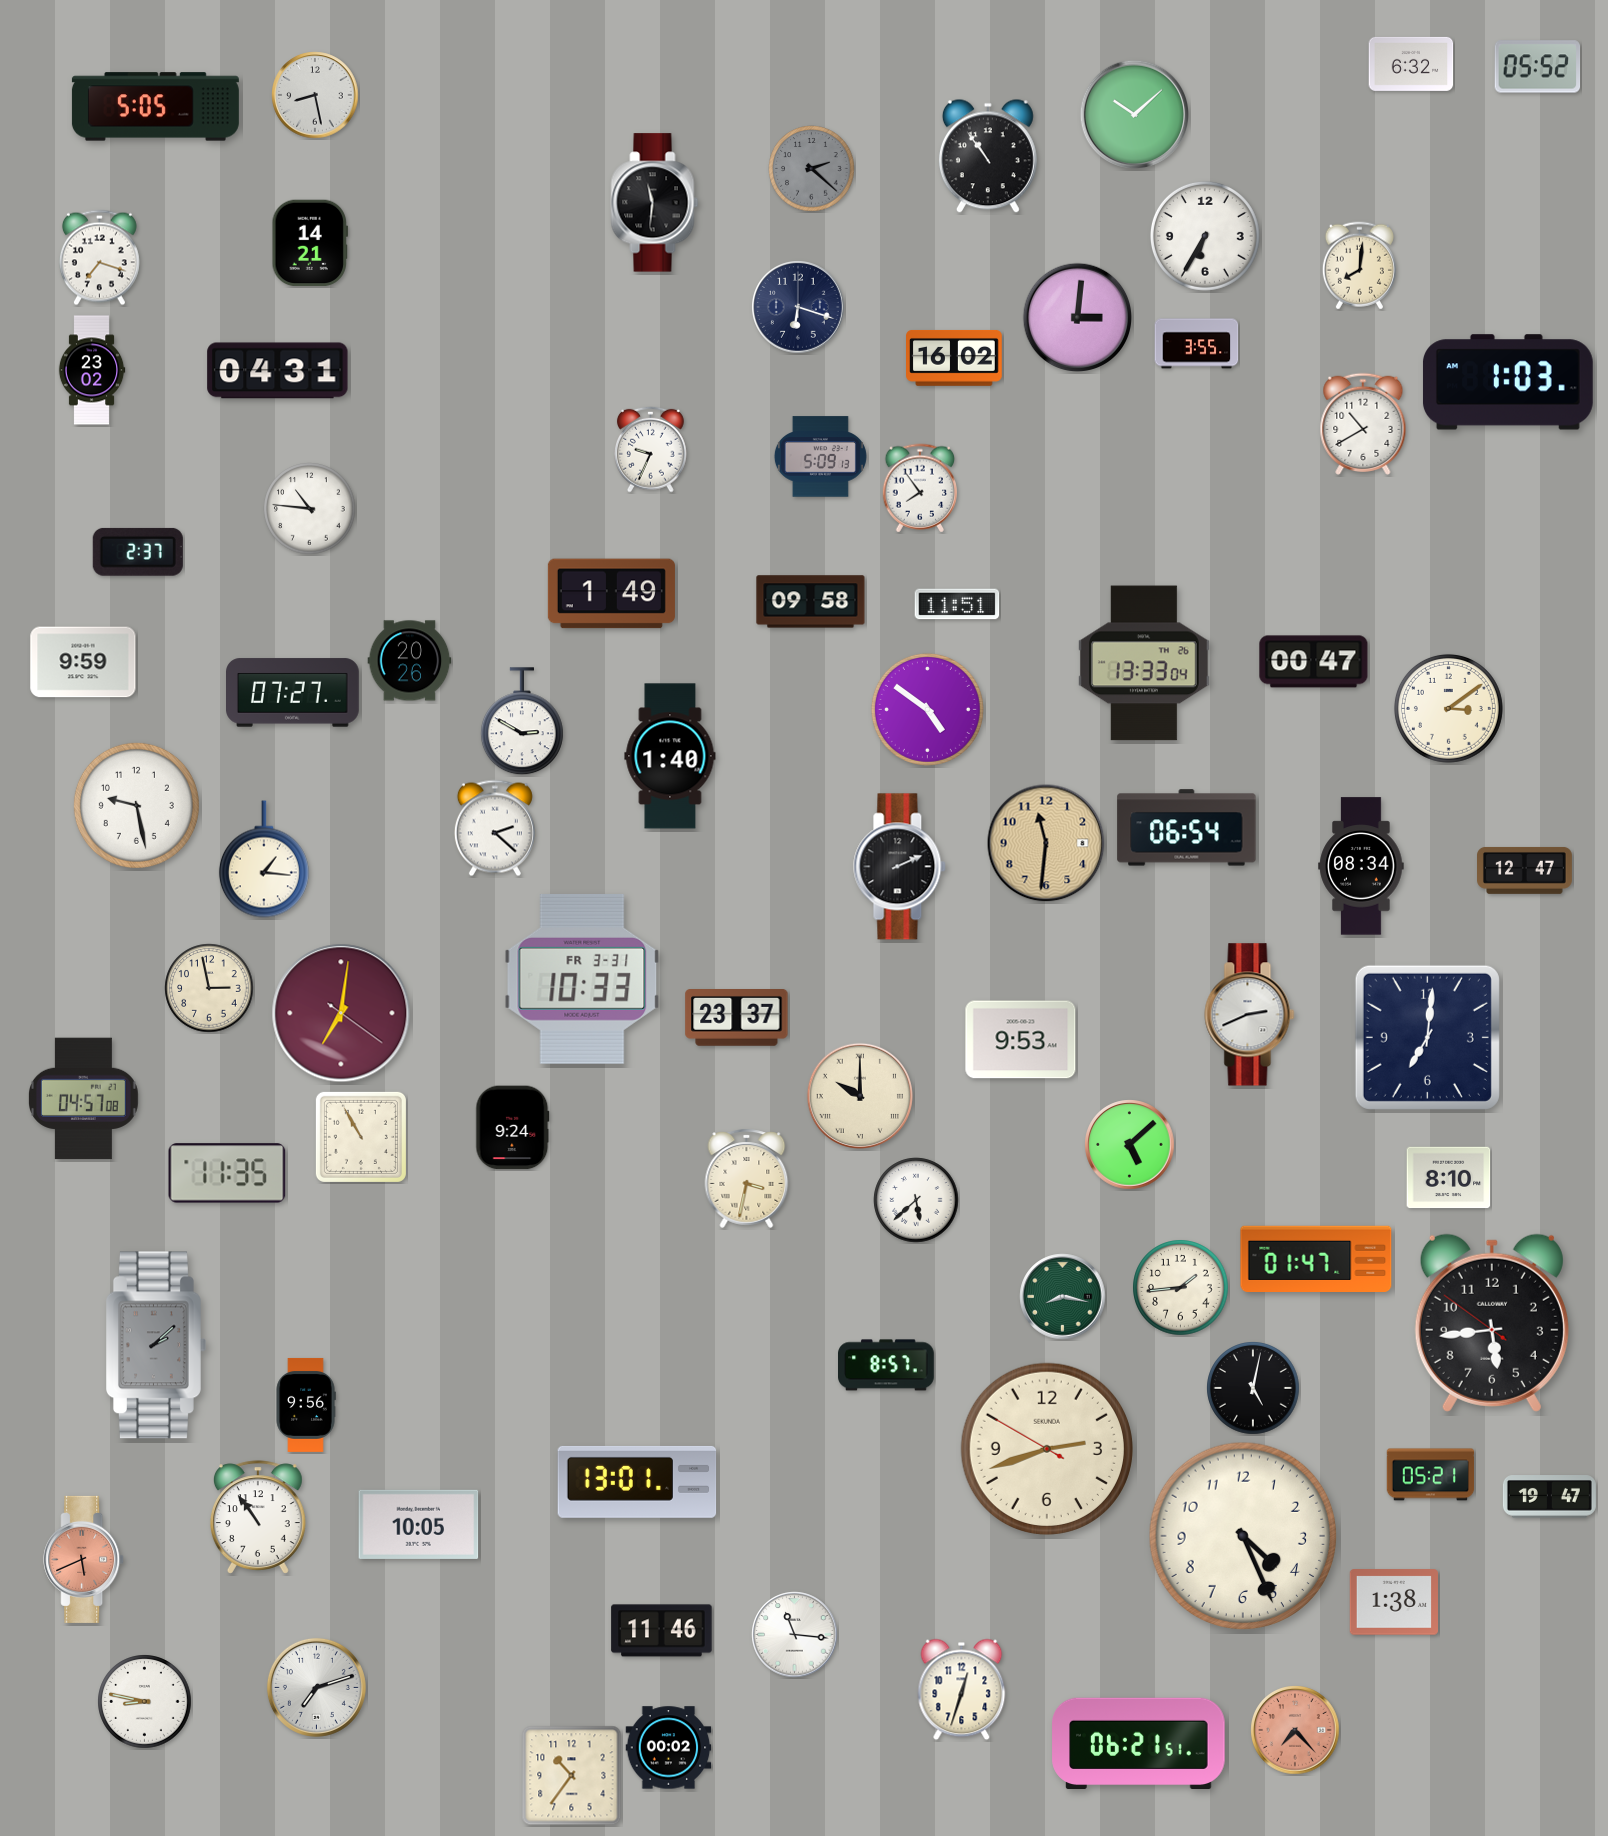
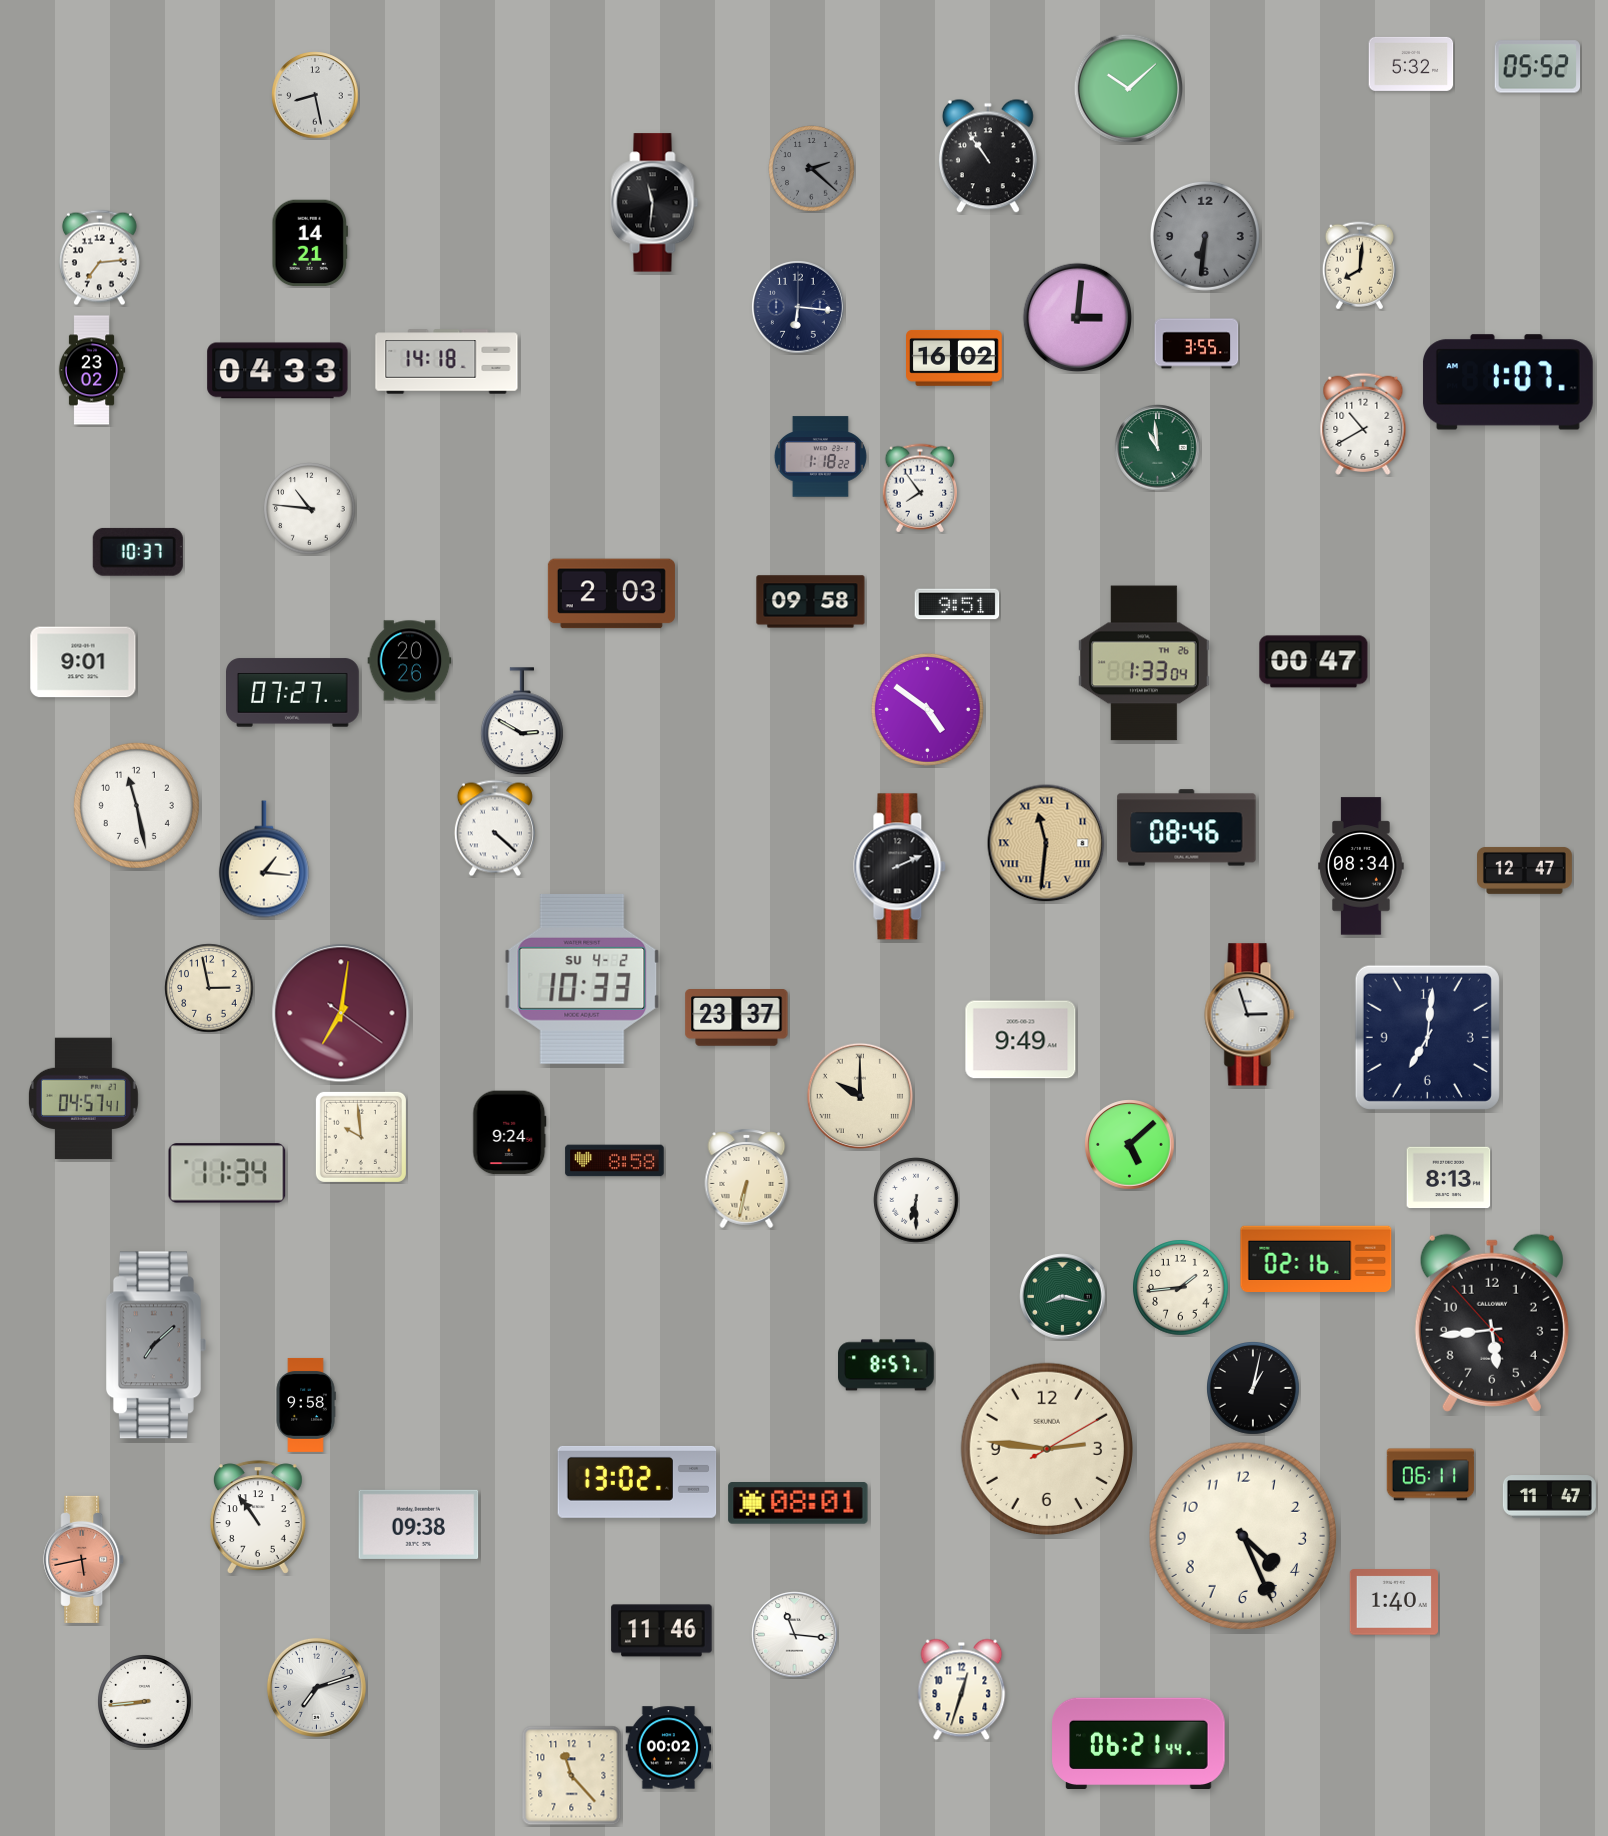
clock at (1411, 64): 6:32 -> 5:32
clock at (155, 107): 5:05 -> none
clock at (1135, 115) position: (1135, 115) -> (1129, 89)
clock at (1205, 236): 6:35 -> 6:31
clock at (1205, 236) dial: white -> grey
clock at (99, 258): 7:18 -> 7:14
clock at (799, 308): 6:18 -> 6:16
clock at (447, 362): none -> 14:18
clock at (278, 371): 04:31 -> 04:33
clock at (1508, 382): 1:03 -> 1:07
clock at (1158, 448): none -> 10:59
clock at (651, 449): 9:34 -> none
clock at (820, 457): 5:09 -> 1:18
clock at (138, 552): 2:37 -> 10:37
clock at (611, 594): 1:49 -> 2:03
clock at (957, 604): 11:51 -> 9:51
clock at (83, 662): 9:59 -> 9:01
clock at (1144, 663): 13:33 -> 1:33
clock at (1448, 708): 3:09 -> none
clock at (670, 756): 1:40 -> none
clock at (136, 805): 9:28 -> 11:28
clock at (495, 828): 2:22 -> 4:22
clock at (1187, 828): 06:54 -> 08:46
clock at (1046, 843) numerals: Arabic -> Roman
clock at (582, 979) date: FR 3-31 -> SU 4-2
clock at (1250, 1015): 2:41 -> 2:57
clock at (1021, 1040): 9:53 -> 9:49
clock at (83, 1099): 04:57:08 -> 04:57:41
clock at (513, 1128) position: (513, 1128) -> (510, 1133)
clock at (361, 1137): 10:55 -> 9:59
clock at (615, 1161): none -> 8:58
clock at (227, 1173): 11:35 -> 11:34
clock at (747, 1178): 3:32 -> 6:32
clock at (1449, 1178): 8:10 -> 8:13
clock at (916, 1200): 5:38 -> 6:30
clock at (1316, 1258): 01:47 -> 02:16
clock at (1492, 1323): 5:43:51 -> 5:43:53
clock at (157, 1345): 2:08 -> 7:08
clock at (1253, 1388): 5:02 -> 1:02
clock at (306, 1405): 9:56 -> 9:58
clock at (1046, 1448): 2:41 -> 2:46
clock at (1431, 1475): 05:21 -> 06:11
clock at (637, 1482): 13:01 -> 13:02
clock at (1549, 1497): 19:47 -> 11:47
clock at (798, 1504): none -> 08:01
clock at (419, 1524): 10:05 -> 09:38
clock at (84, 1559): 5:41 -> 5:43
clock at (1393, 1602): 1:38 -> 1:40
clock at (145, 1702): 8:47 -> 8:44
clock at (1295, 1730): 7:23 -> none
clock at (1139, 1744): 06:21:51 -> 06:21:44
clock at (572, 1776): 10:36 -> 11:23
